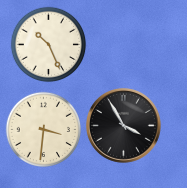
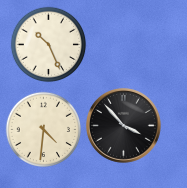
clock at (123, 125): 3:55 -> 3:53
clock at (44, 130): 3:31 -> 4:31
